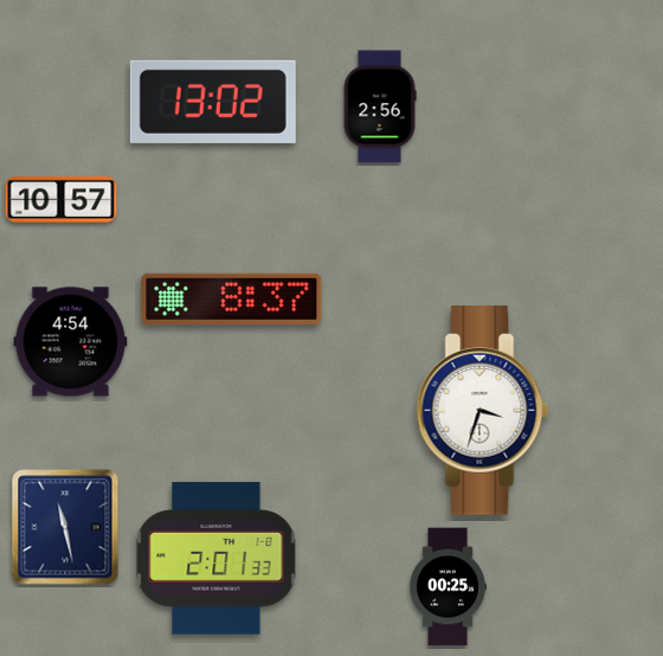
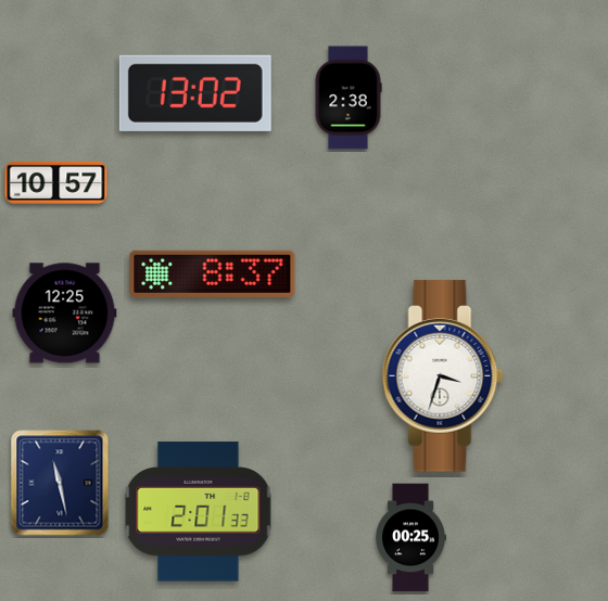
clock at (380, 107): 2:56 -> 2:38
clock at (71, 342): 4:54 -> 12:25
